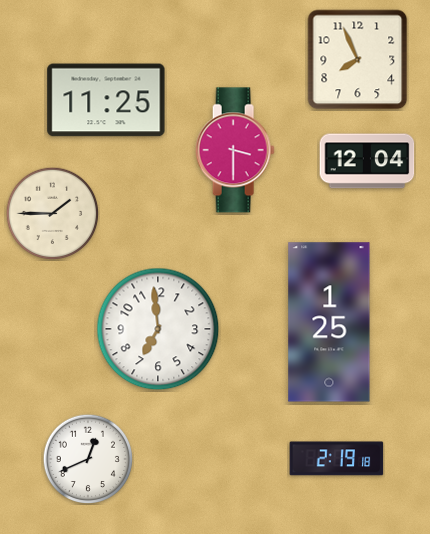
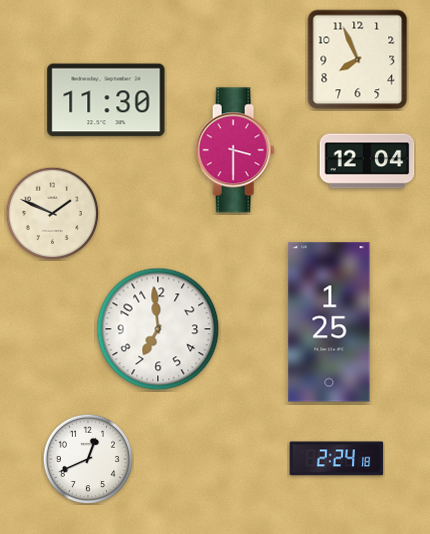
clock at (106, 100): 11:25 -> 11:30
clock at (52, 213): 1:45 -> 1:49
clock at (337, 459): 2:19 -> 2:24
